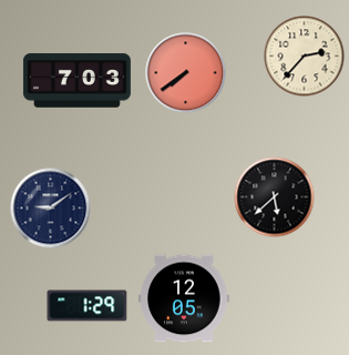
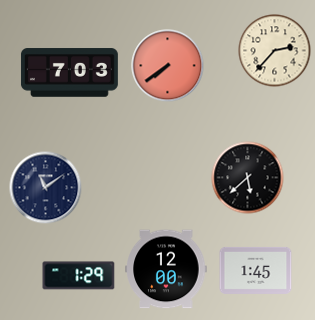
clock at (51, 209): 9:09 -> 11:09
clock at (184, 298): 12:05 -> 12:00
clock at (256, 270): none -> 1:45
